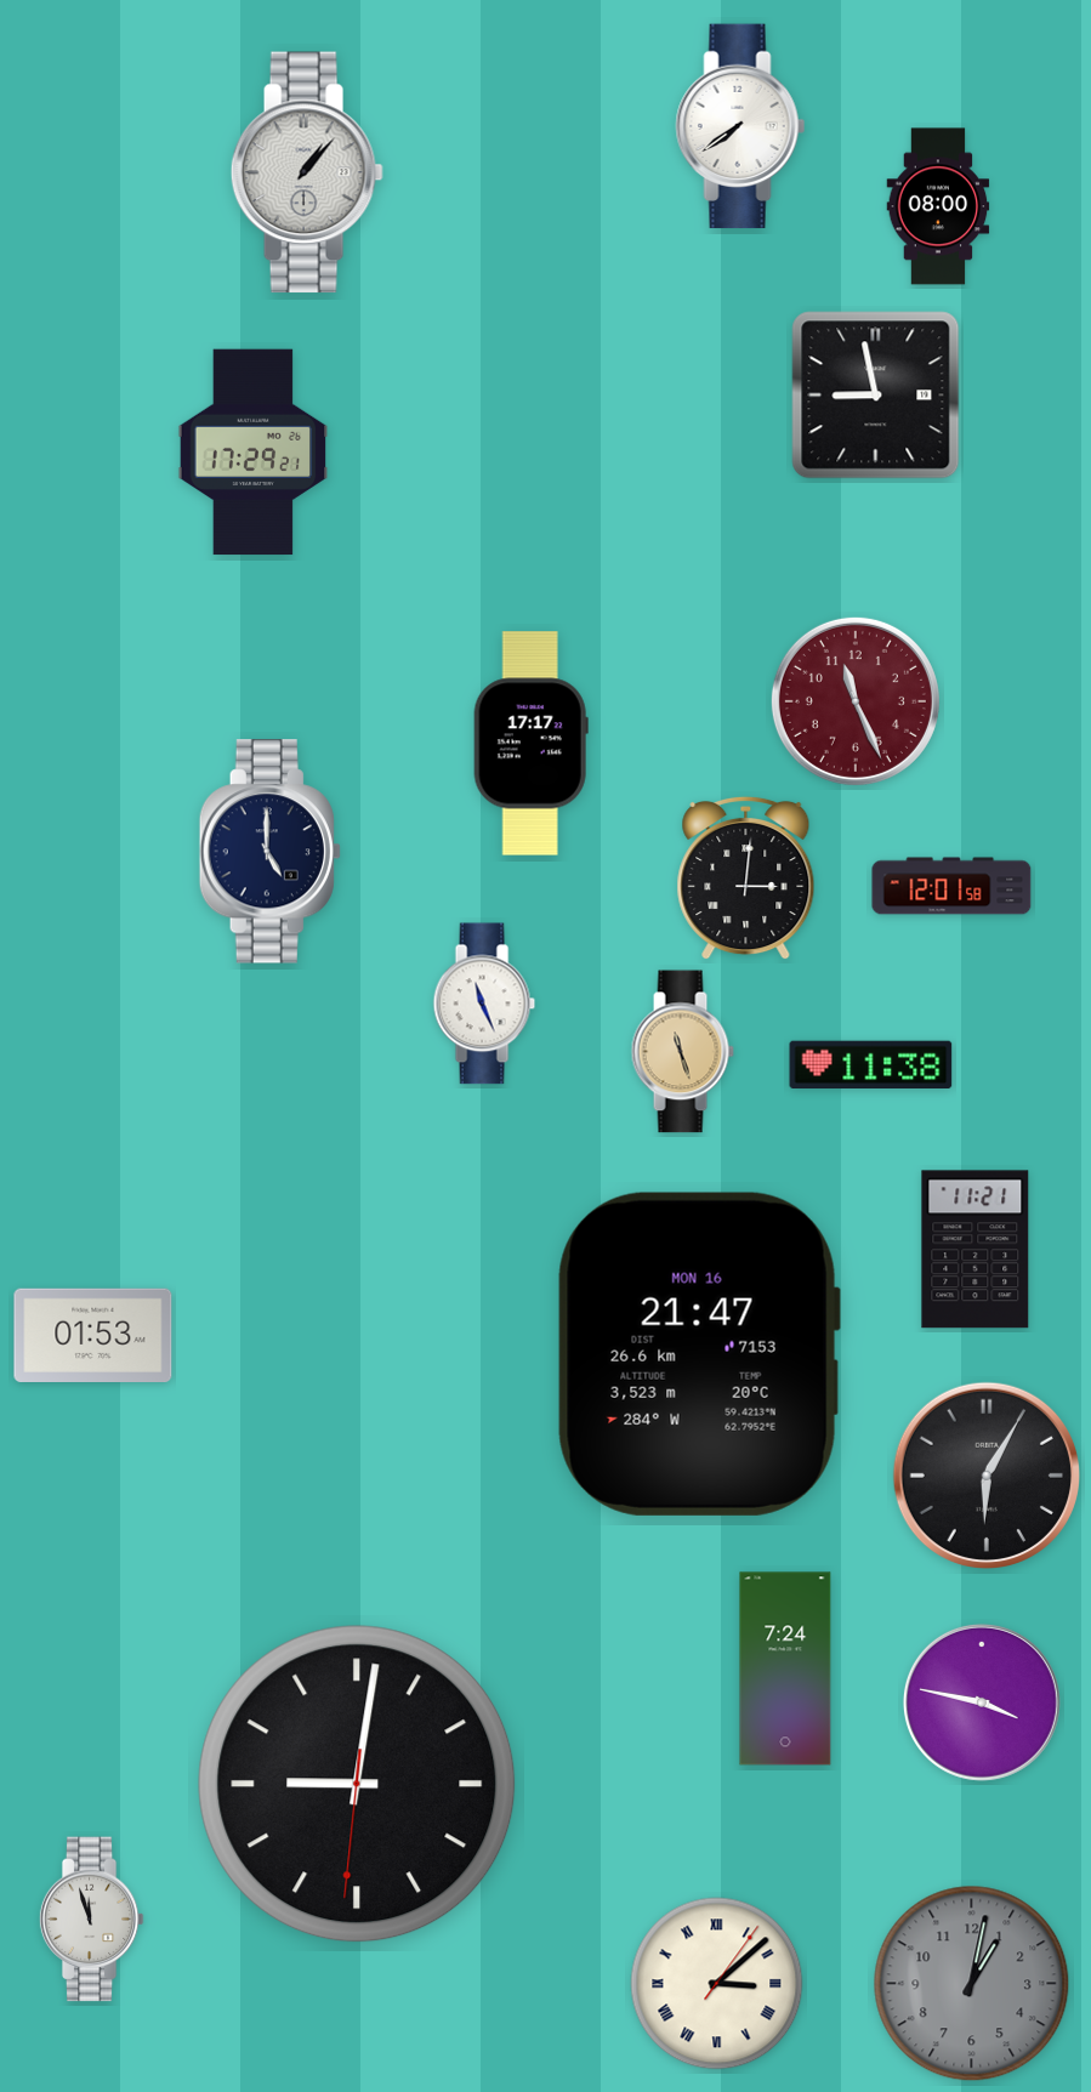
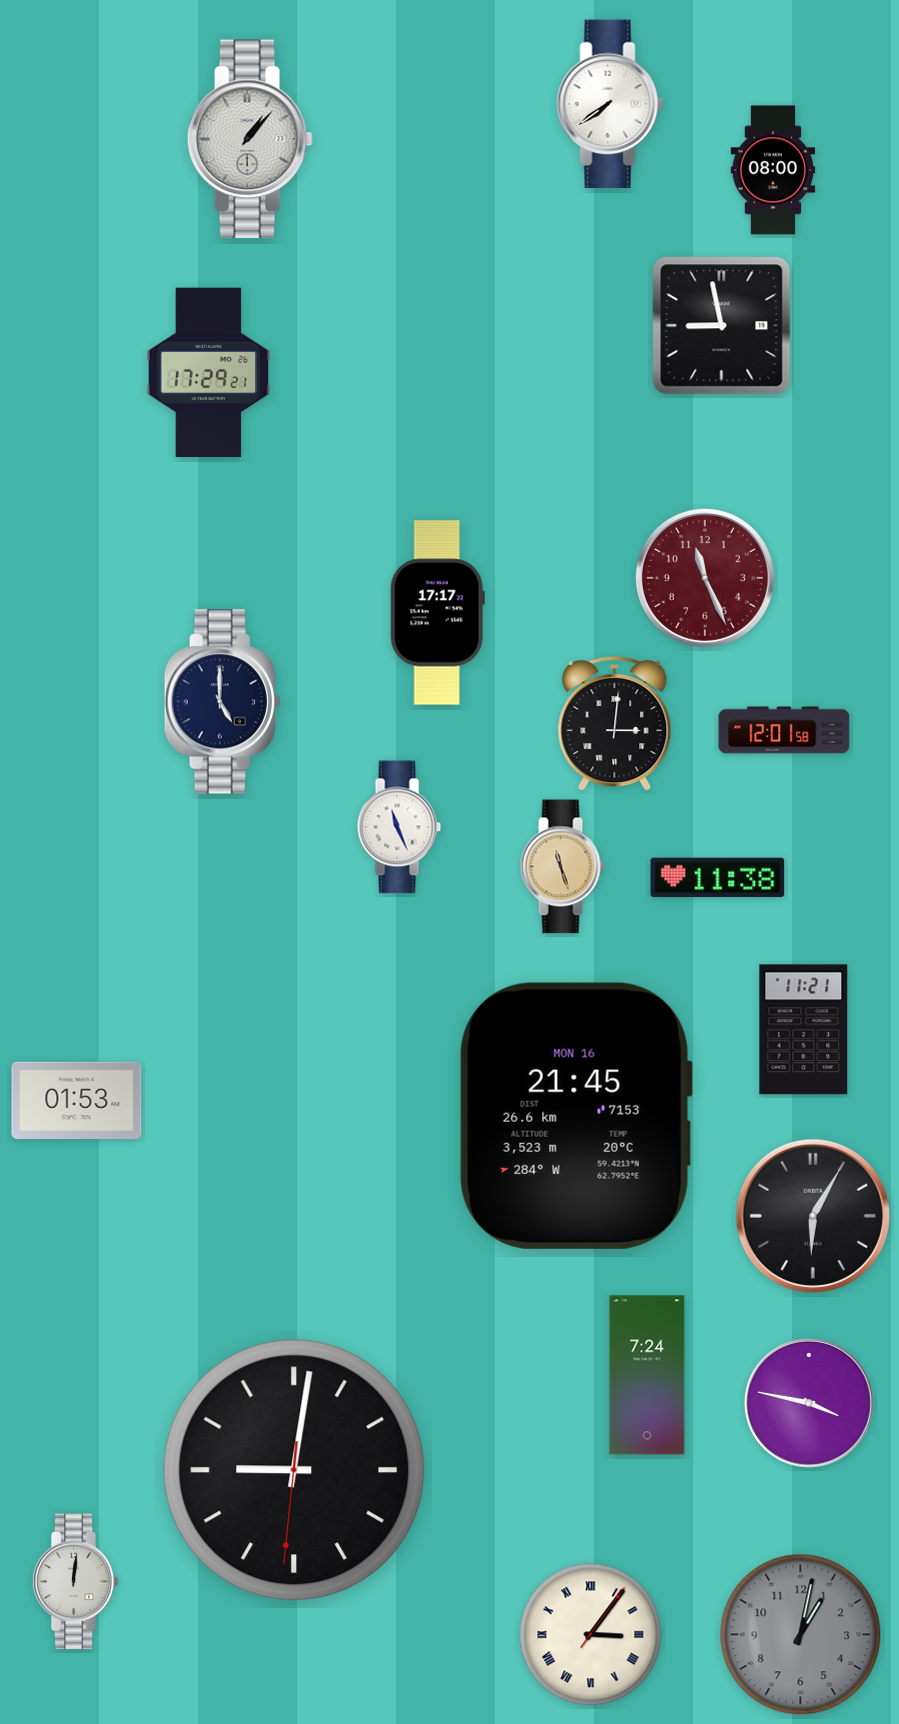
clock at (307, 172) position: (307, 172) -> (250, 139)
clock at (699, 1354): 21:47 -> 21:45
clock at (91, 1920): 11:57 -> 12:01
clock at (717, 1984): 3:08 -> 3:06
